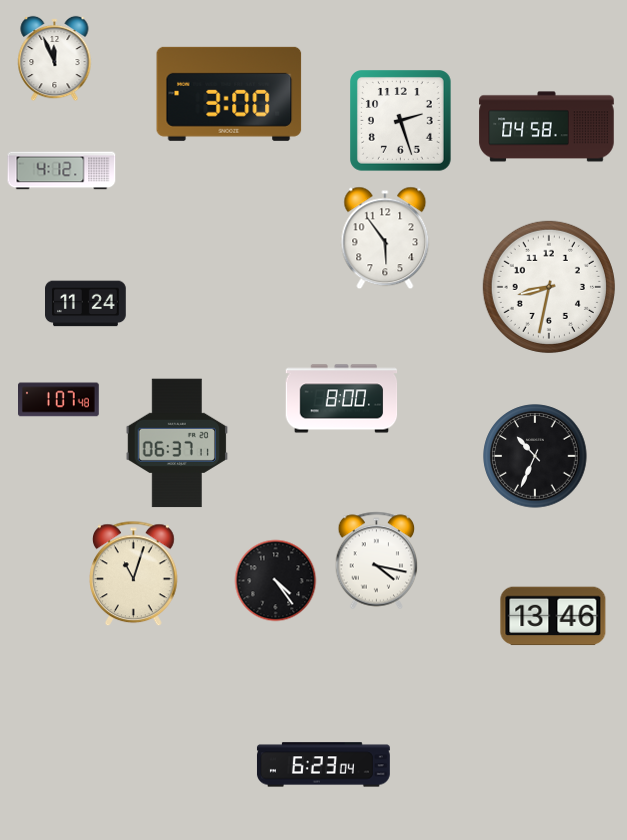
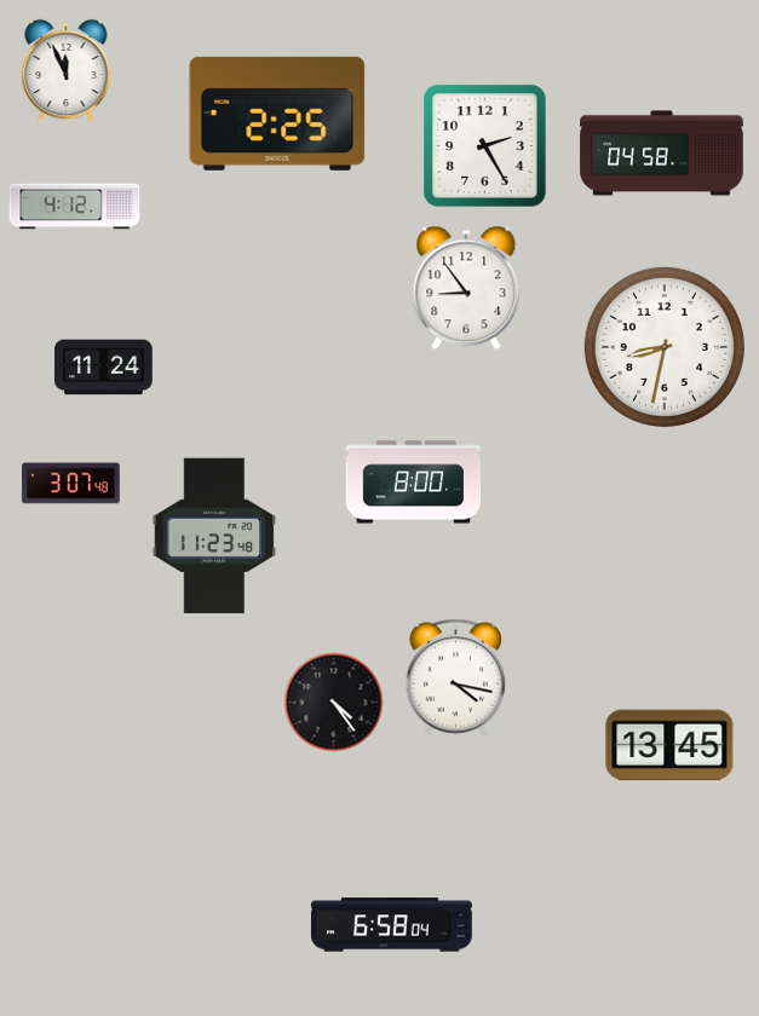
clock at (229, 94): 3:00 -> 2:25
clock at (401, 121): 2:27 -> 2:25
clock at (385, 238): 5:54 -> 8:54
clock at (59, 400): 1:07 -> 3:07
clock at (177, 443): 06:37 -> 11:23
clock at (535, 456): 10:34 -> none
clock at (134, 574): 11:03 -> none
clock at (553, 616): 13:46 -> 13:45
clock at (323, 765): 6:23 -> 6:58
